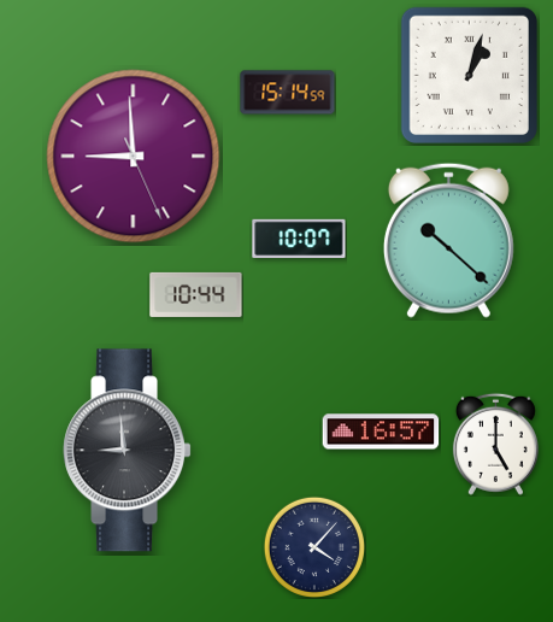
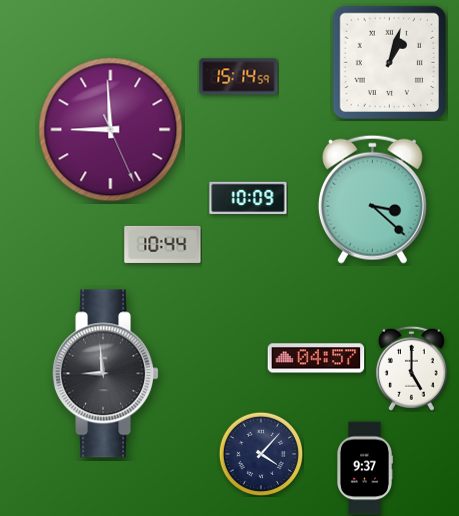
clock at (299, 237): 10:07 -> 10:09
clock at (448, 240): 10:22 -> 3:22
clock at (381, 432): 16:57 -> 04:57
clock at (365, 468): none -> 9:37
